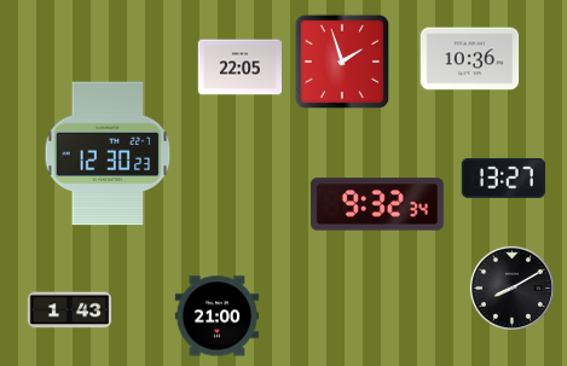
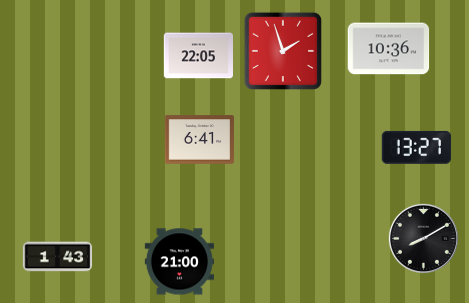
clock at (108, 153): 12:30 -> none
clock at (200, 140): none -> 6:41
clock at (377, 204): 9:32 -> none
